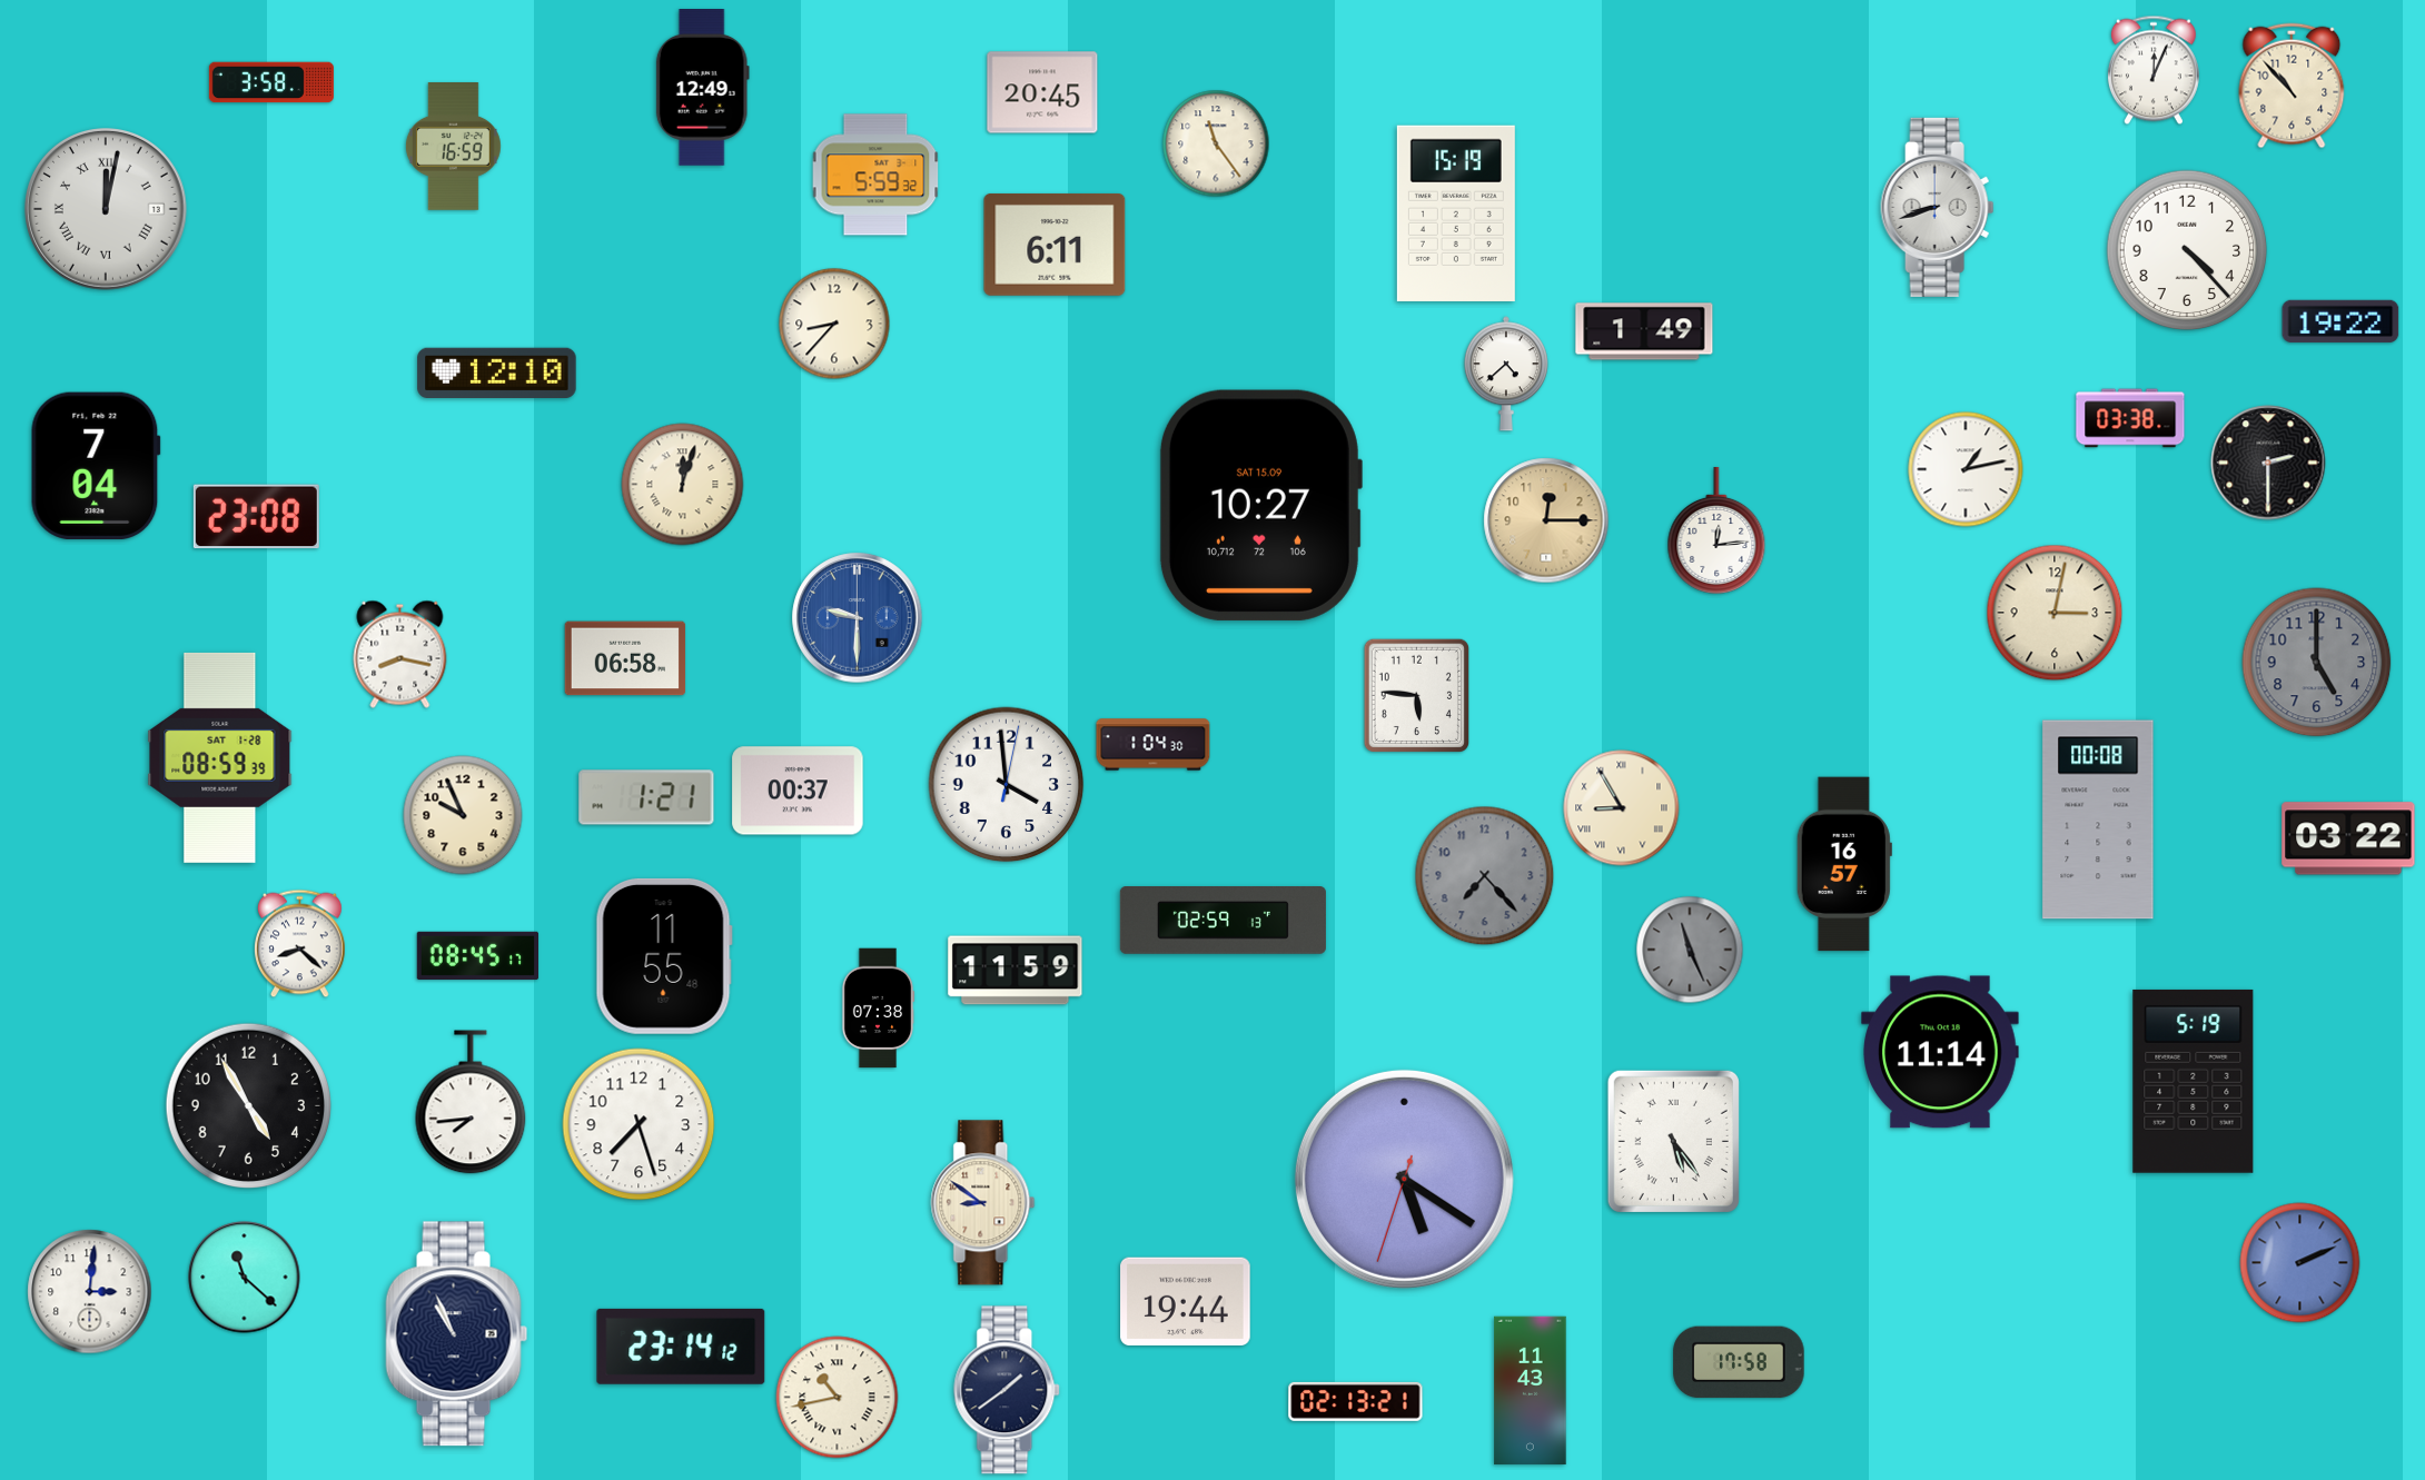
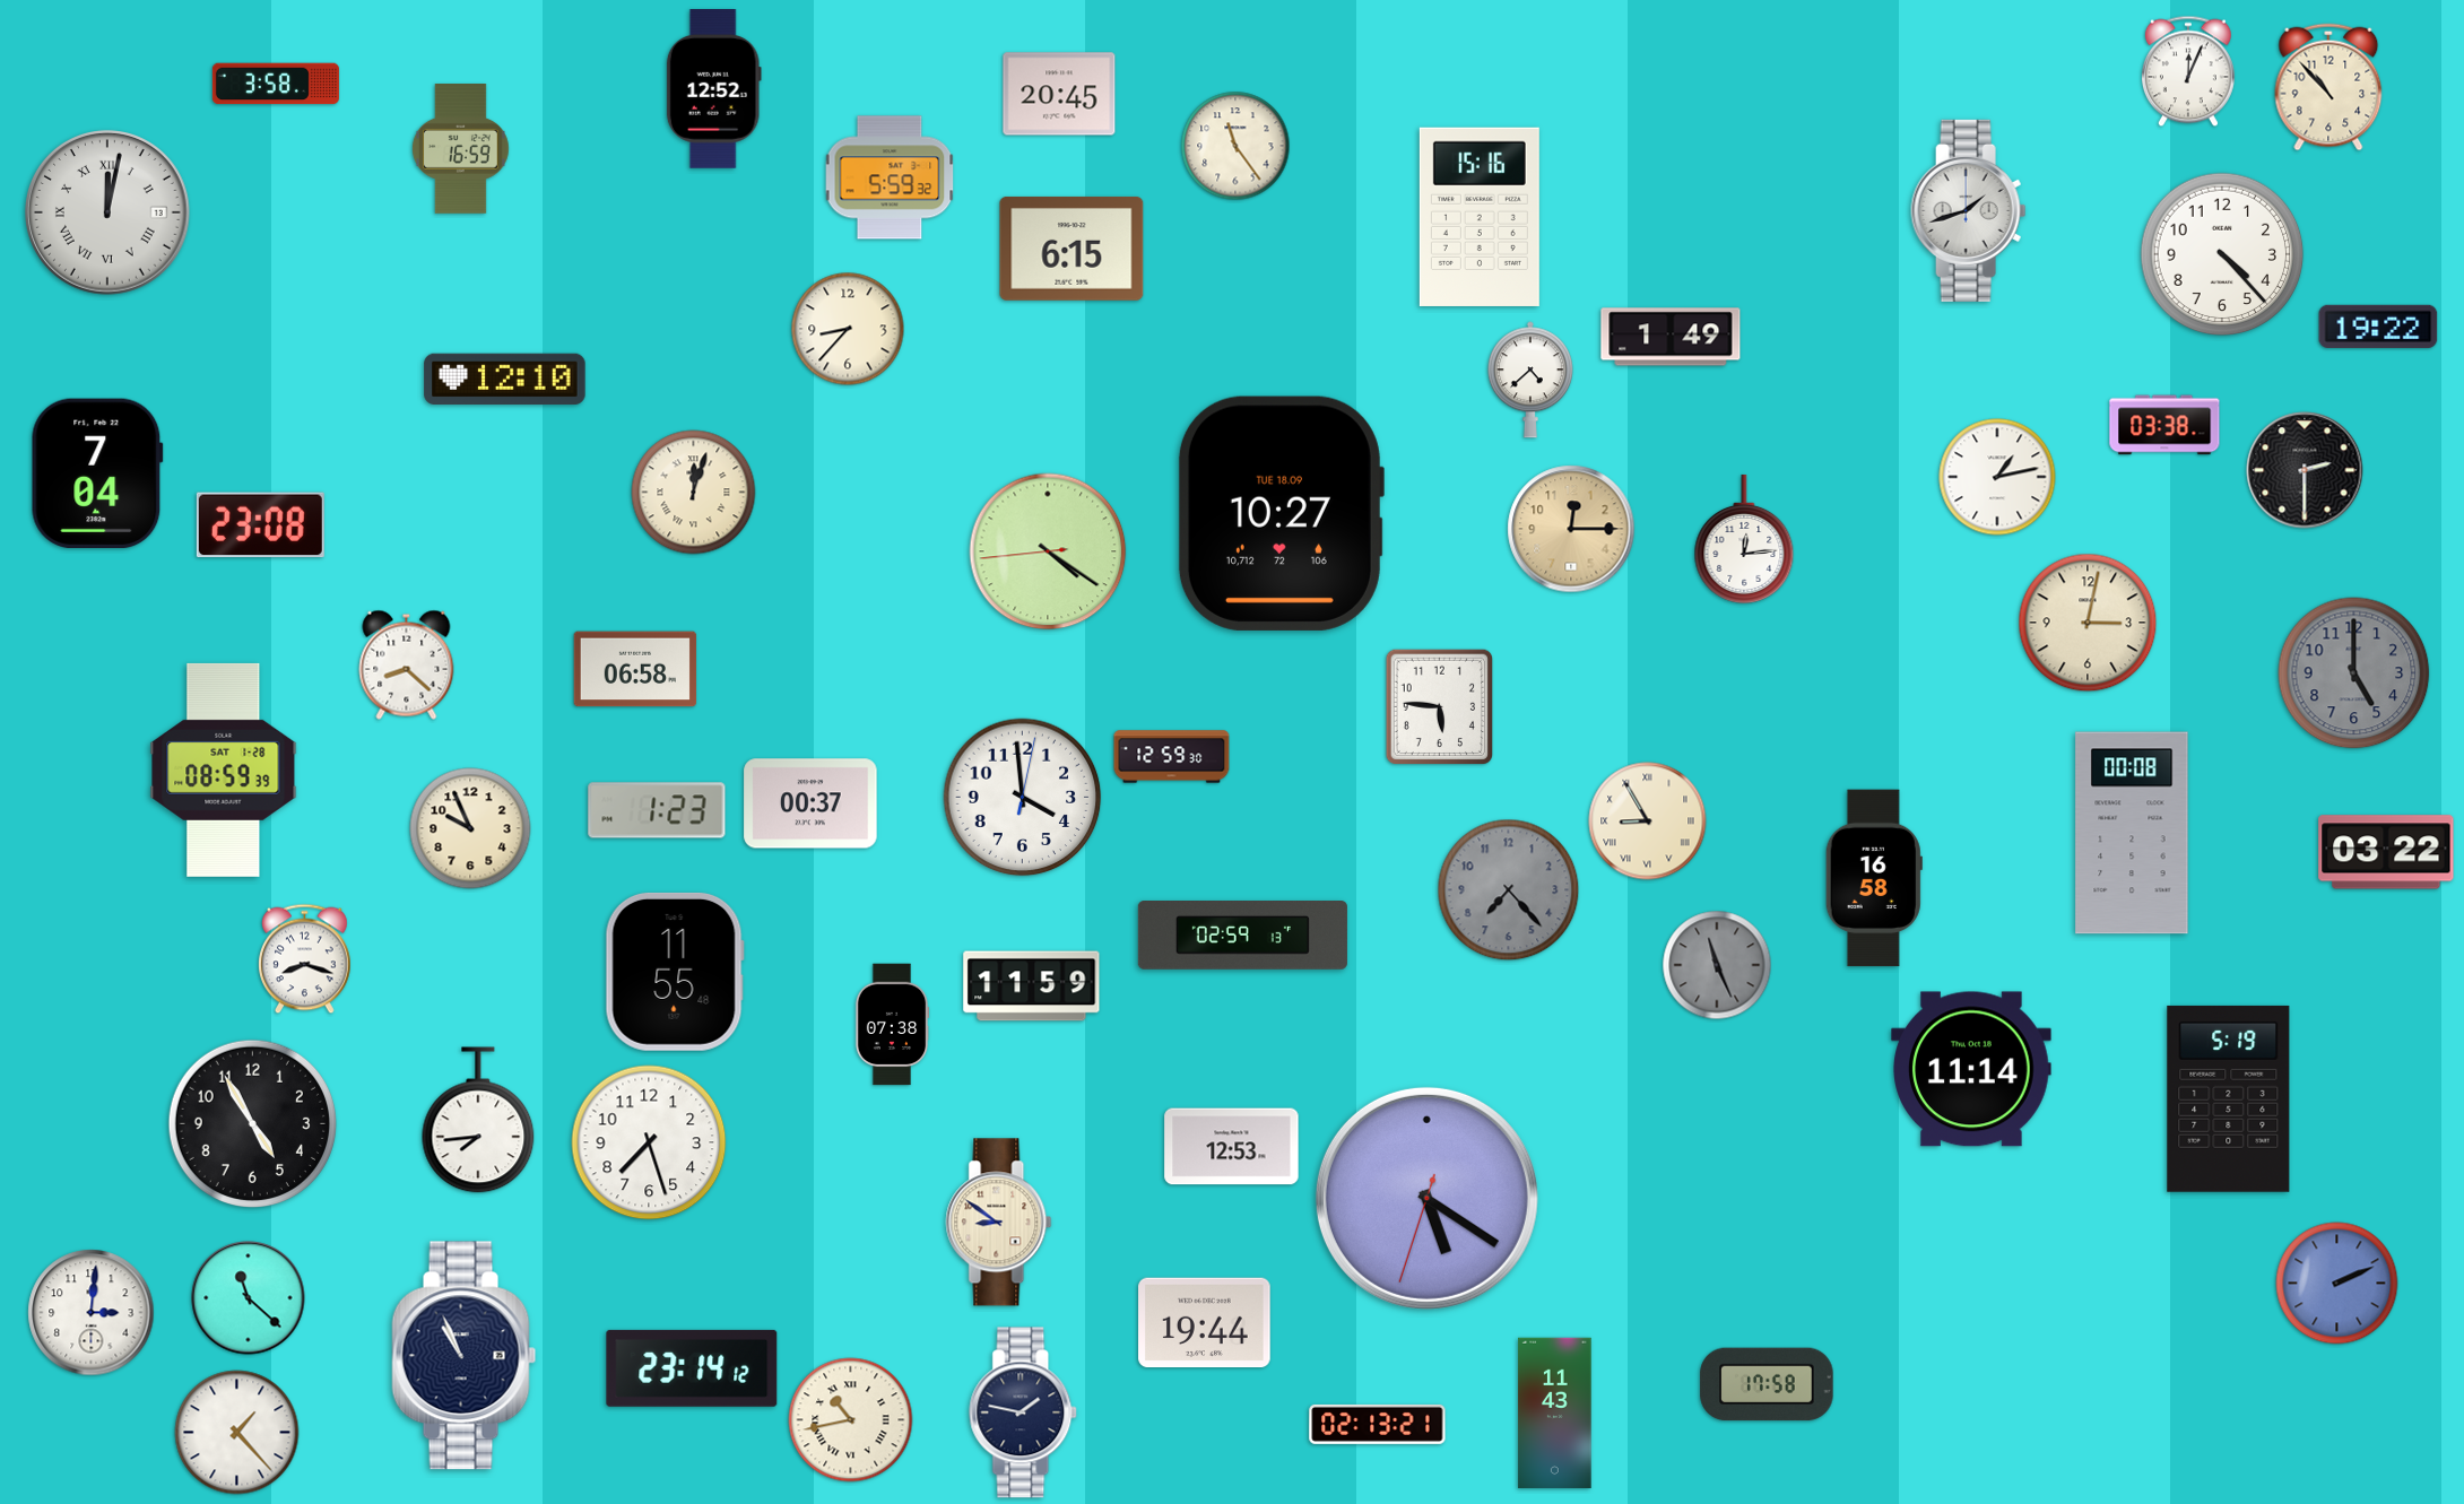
clock at (702, 88): 12:49 -> 12:52
clock at (1938, 207): 8:42 -> 1:42
clock at (1456, 213): 15:19 -> 15:16
clock at (1055, 245): 6:11 -> 6:15
clock at (1260, 505) date: SAT 15.09 -> TUE 18.09
clock at (1048, 551): none -> 4:20
clock at (858, 618): 9:30 -> none
clock at (400, 654): 8:17 -> 8:22
clock at (1154, 745): 1:04 -> 12:59
clock at (646, 797): 1:21 -> 1:23
clock at (1844, 864): 16:57 -> 16:58
clock at (300, 944): 8:22 -> 8:18
clock at (477, 955): 08:45 -> none
clock at (1232, 1147): none -> 12:53
clock at (1673, 1141): 5:24 -> none
clock at (1008, 1390): 1:39 -> 1:47
clock at (237, 1433): none -> 1:23
